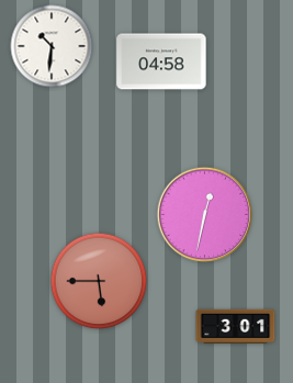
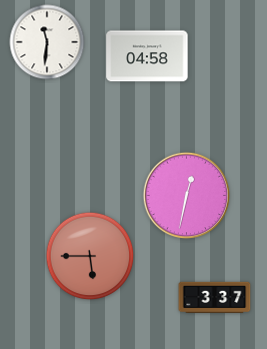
clock at (52, 46): 10:31 -> 11:31
clock at (236, 326): 3:01 -> 3:37
